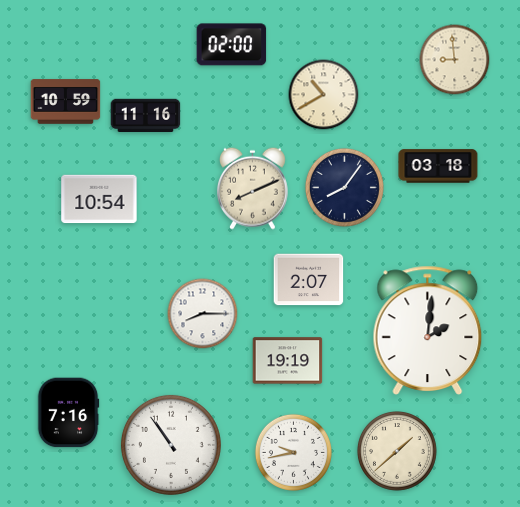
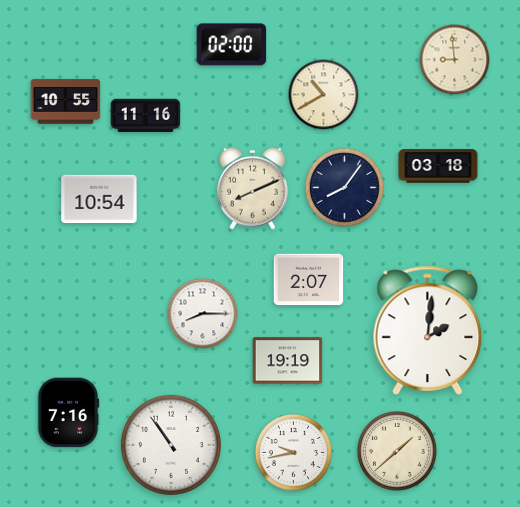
clock at (66, 102): 10:59 -> 10:55
